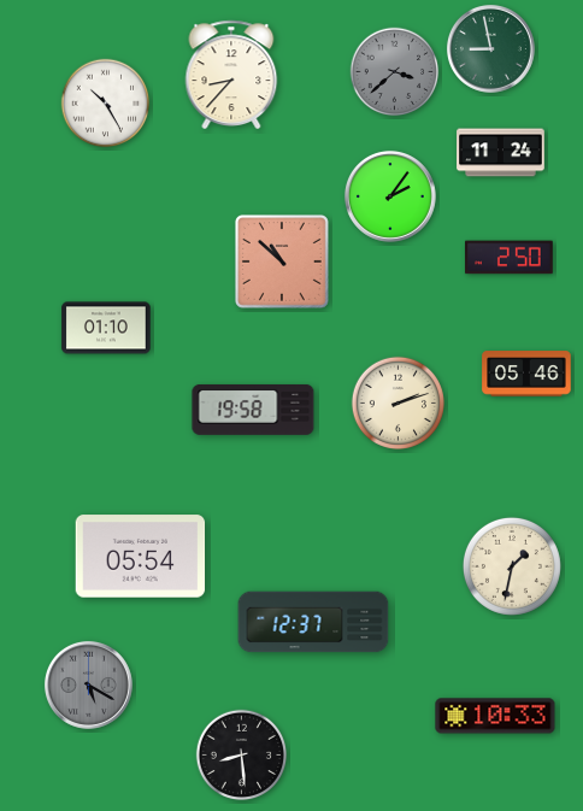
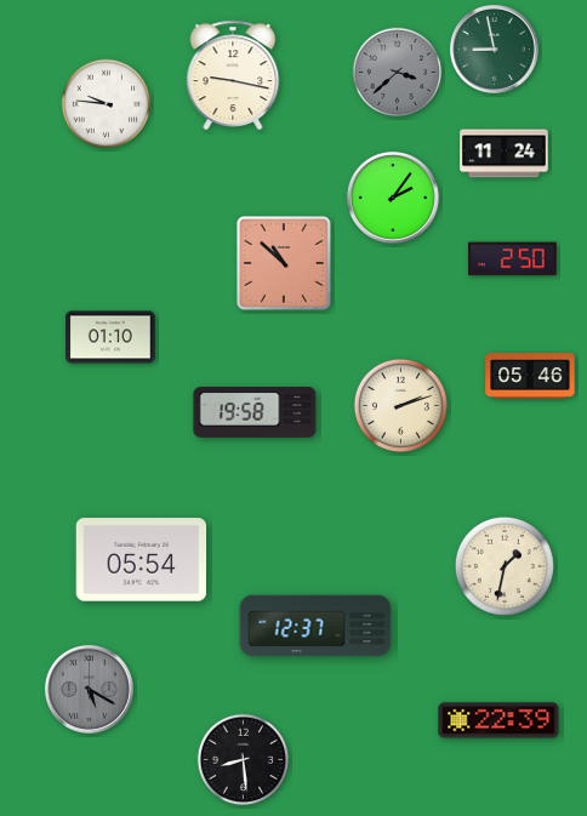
clock at (231, 74): 8:37 -> 9:17
clock at (106, 104): 10:25 -> 9:46
clock at (106, 328) position: (106, 328) -> (110, 337)
clock at (512, 566) position: (512, 566) -> (505, 566)
clock at (495, 716): 10:33 -> 22:39
